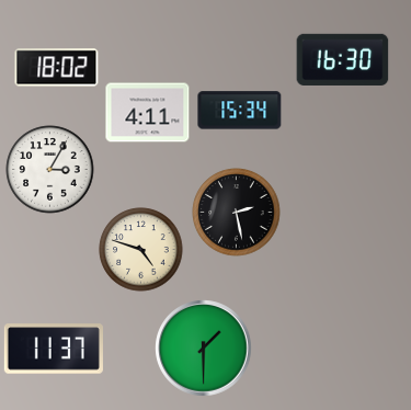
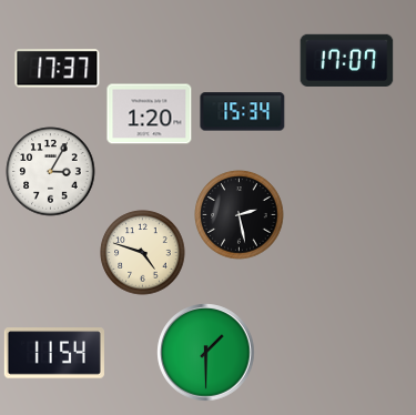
clock at (343, 59): 16:30 -> 17:07
clock at (57, 68): 18:02 -> 17:37
clock at (148, 113): 4:11 -> 1:20
clock at (54, 349): 11:37 -> 11:54
